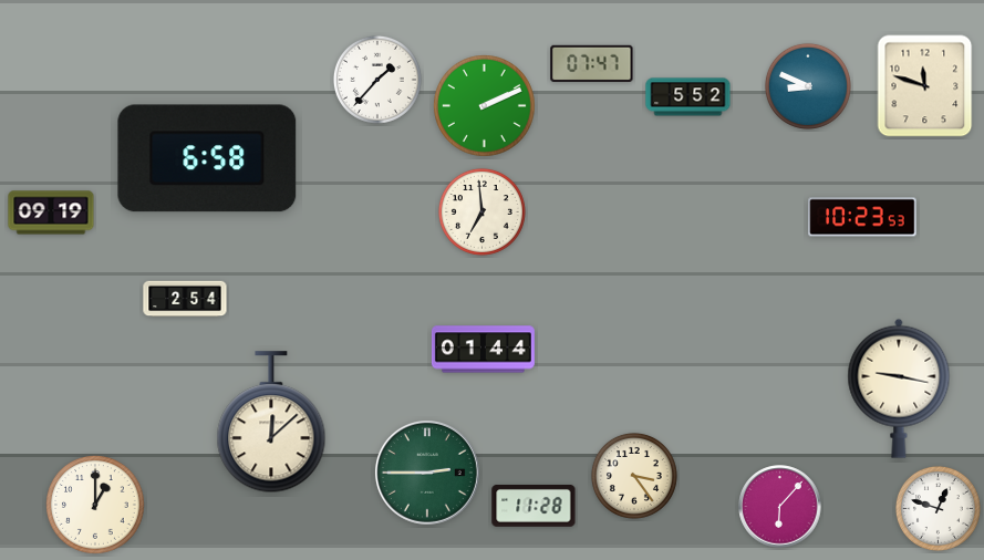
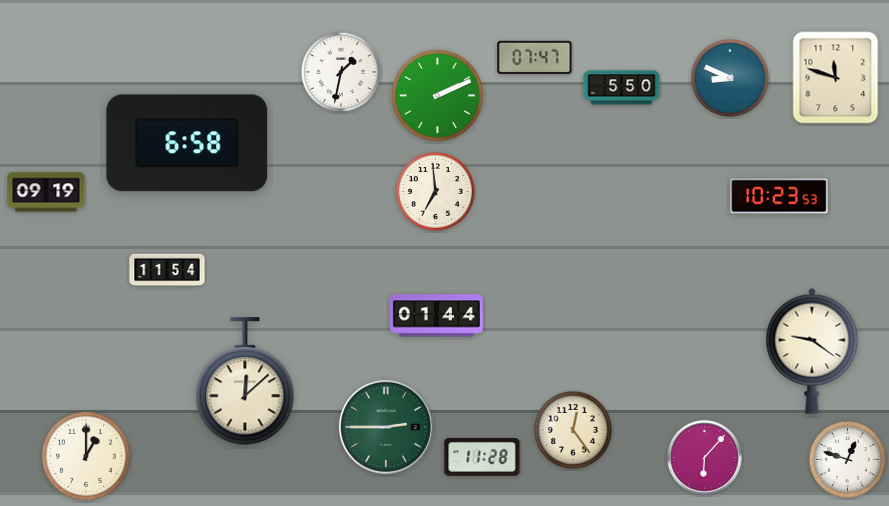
clock at (377, 80): 1:37 -> 1:32
clock at (688, 97): 5:52 -> 5:50
clock at (185, 299): 2:54 -> 11:54
clock at (899, 388): 9:17 -> 9:21
clock at (634, 476): 3:24 -> 12:24
